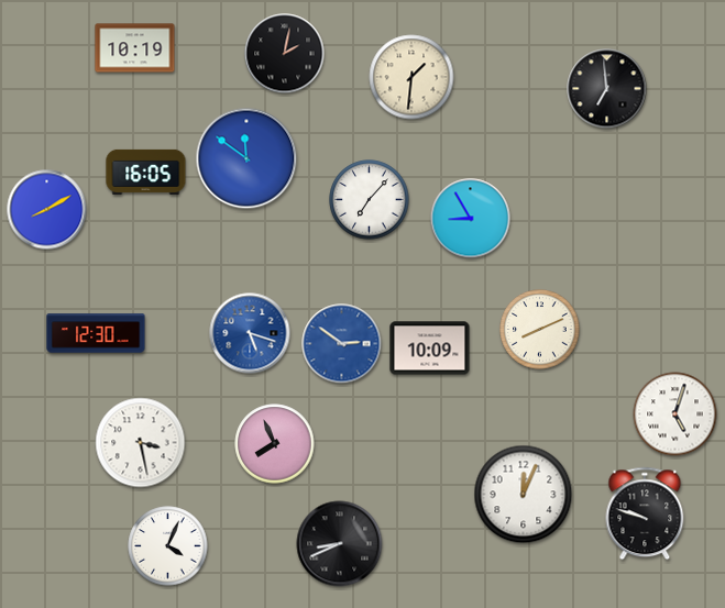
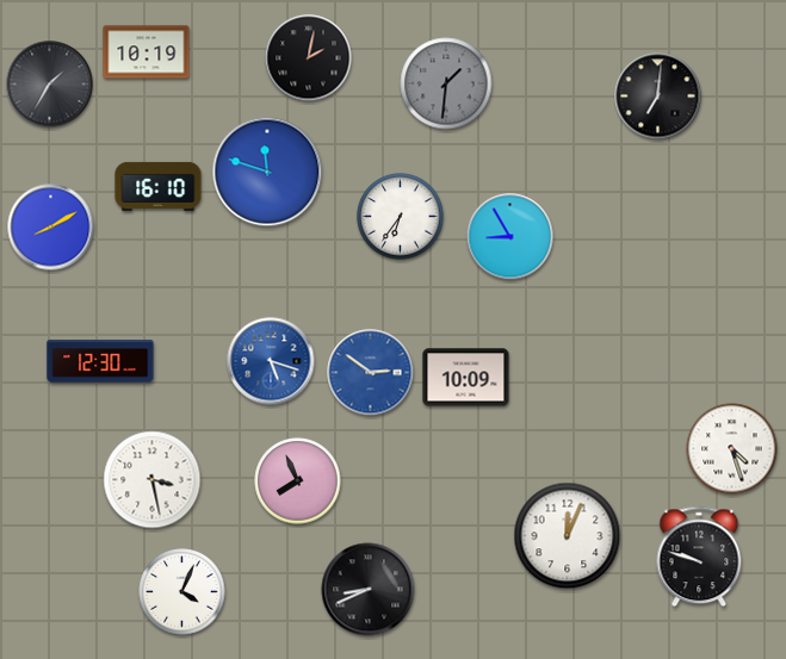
clock at (411, 77) dial: cream -> grey
clock at (50, 85): none -> 1:35
clock at (607, 89): 6:59 -> 7:01
clock at (246, 158): 11:51 -> 11:48
clock at (146, 172): 16:05 -> 16:10
clock at (370, 200): 7:07 -> 6:36
clock at (540, 330): 8:11 -> none
clock at (96, 333) position: (96, 333) -> (100, 361)
clock at (675, 414): 5:03 -> 4:27
